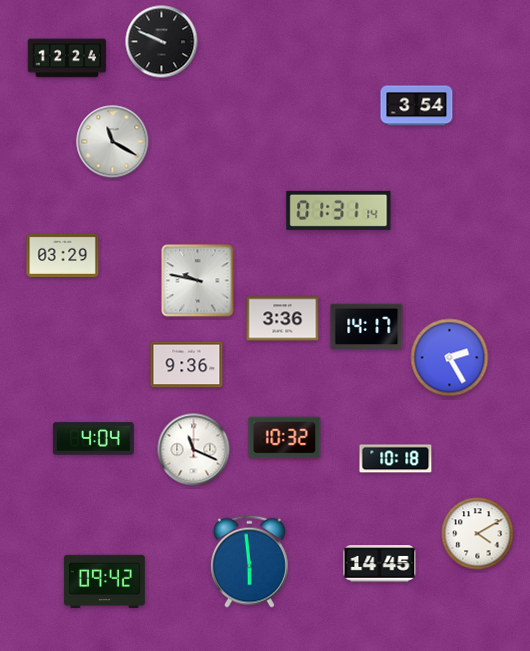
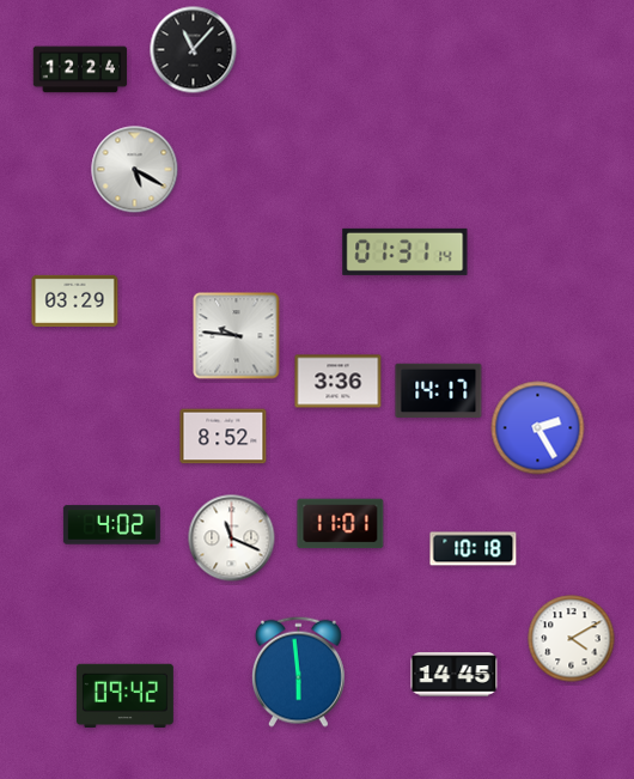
clock at (162, 42): 9:49 -> 11:07
clock at (417, 106): 3:54 -> none
clock at (113, 142): 11:20 -> 5:20
clock at (63, 255) position: (63, 255) -> (75, 300)
clock at (198, 281): 9:47 -> 9:46
clock at (187, 365): 9:36 -> 8:52
clock at (285, 438): 10:32 -> 11:01
clock at (93, 439): 4:04 -> 4:02
